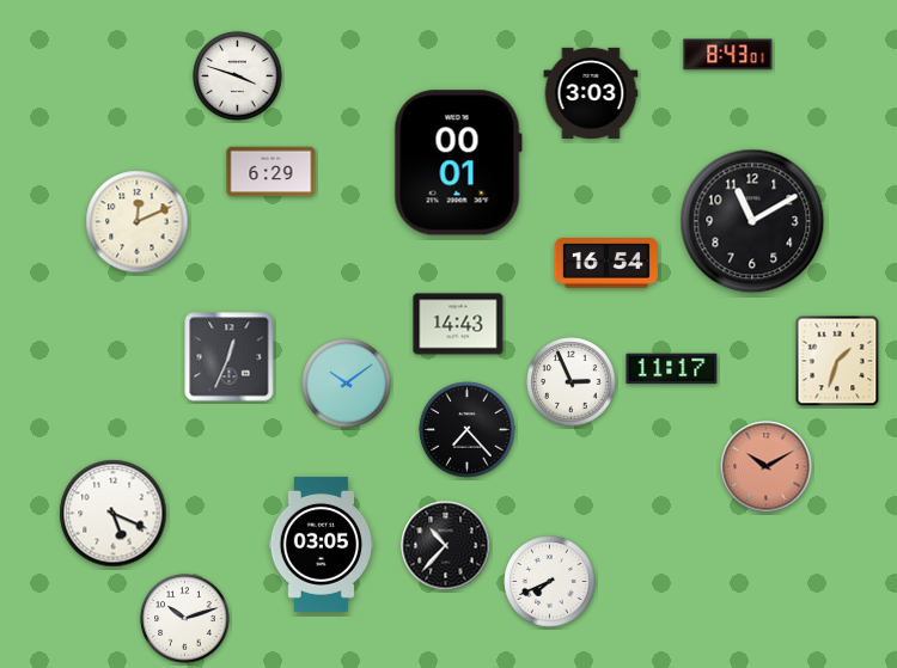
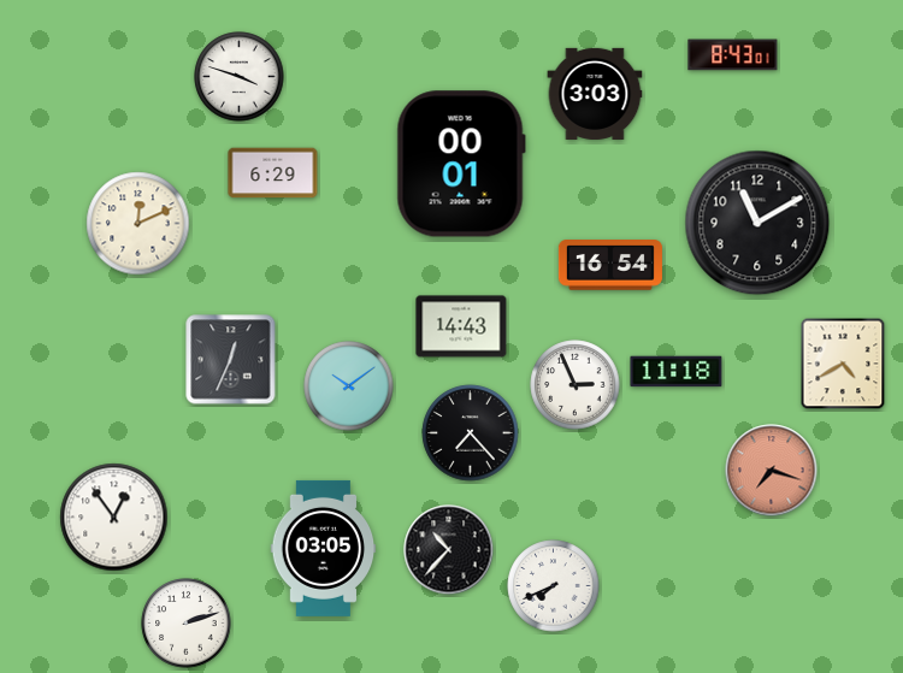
clock at (837, 361): 1:33 -> 4:40
clock at (672, 369): 11:17 -> 11:18
clock at (767, 467): 10:10 -> 7:18
clock at (114, 514): 5:19 -> 12:54
clock at (185, 619): 10:12 -> 2:12
